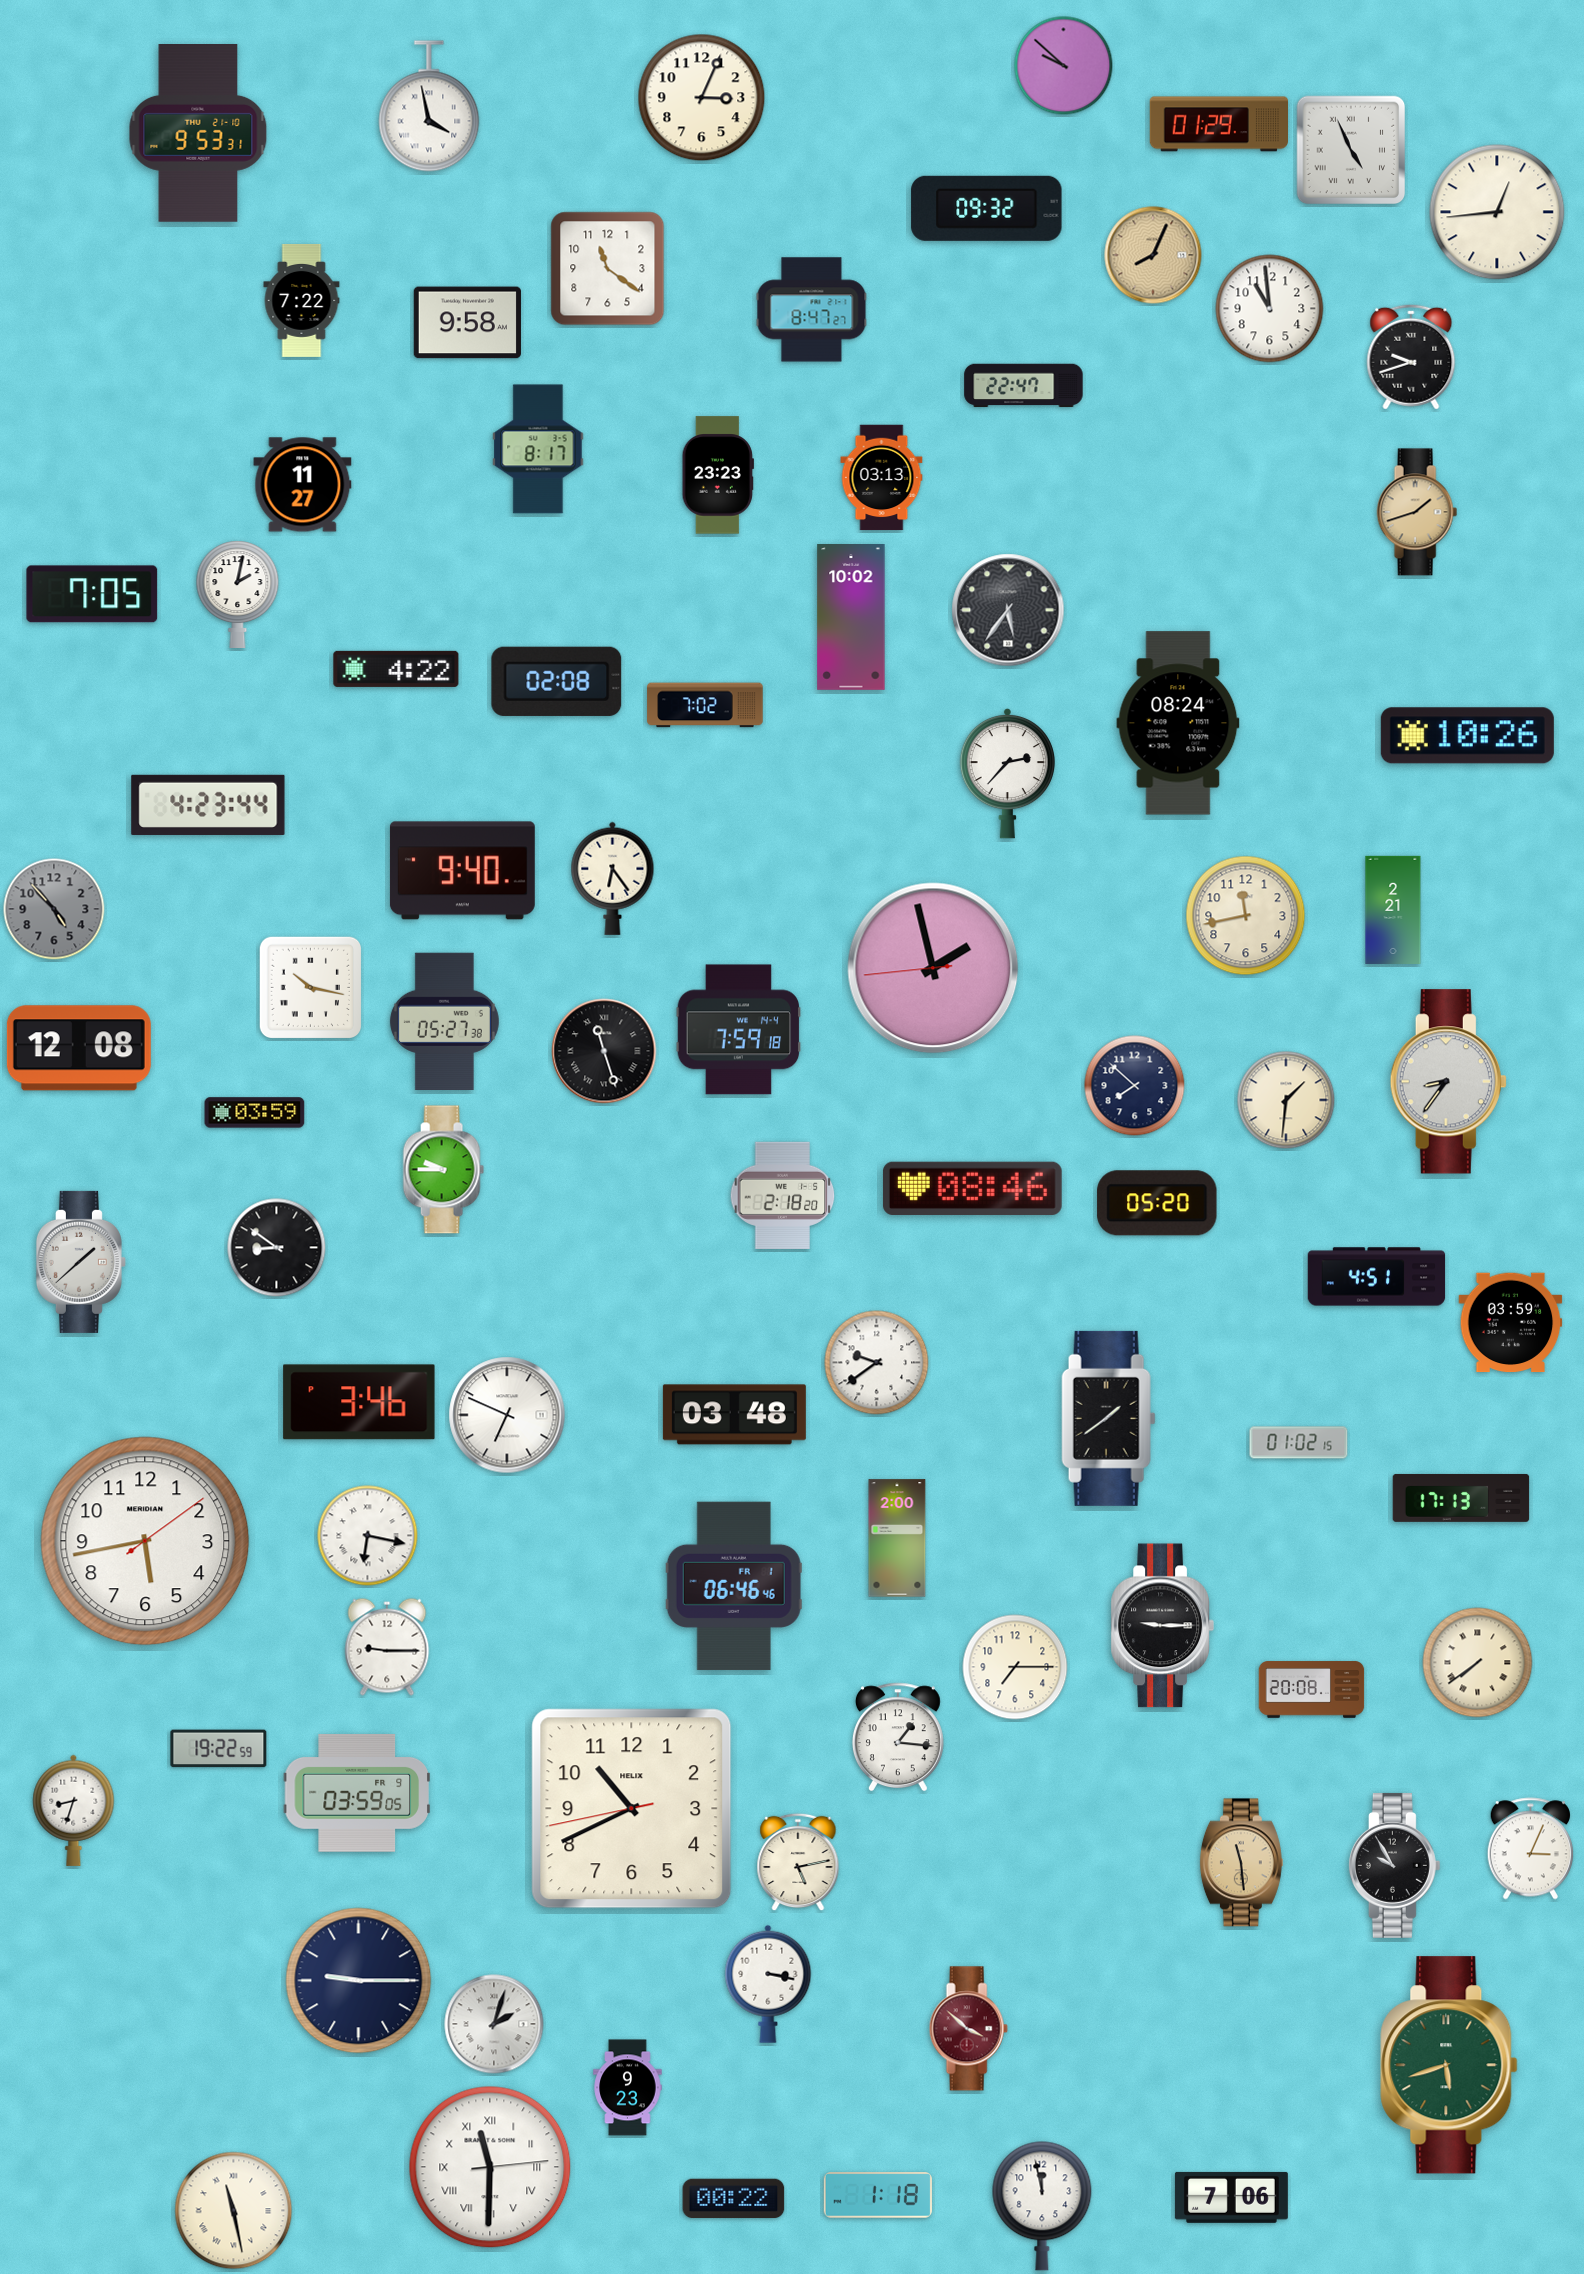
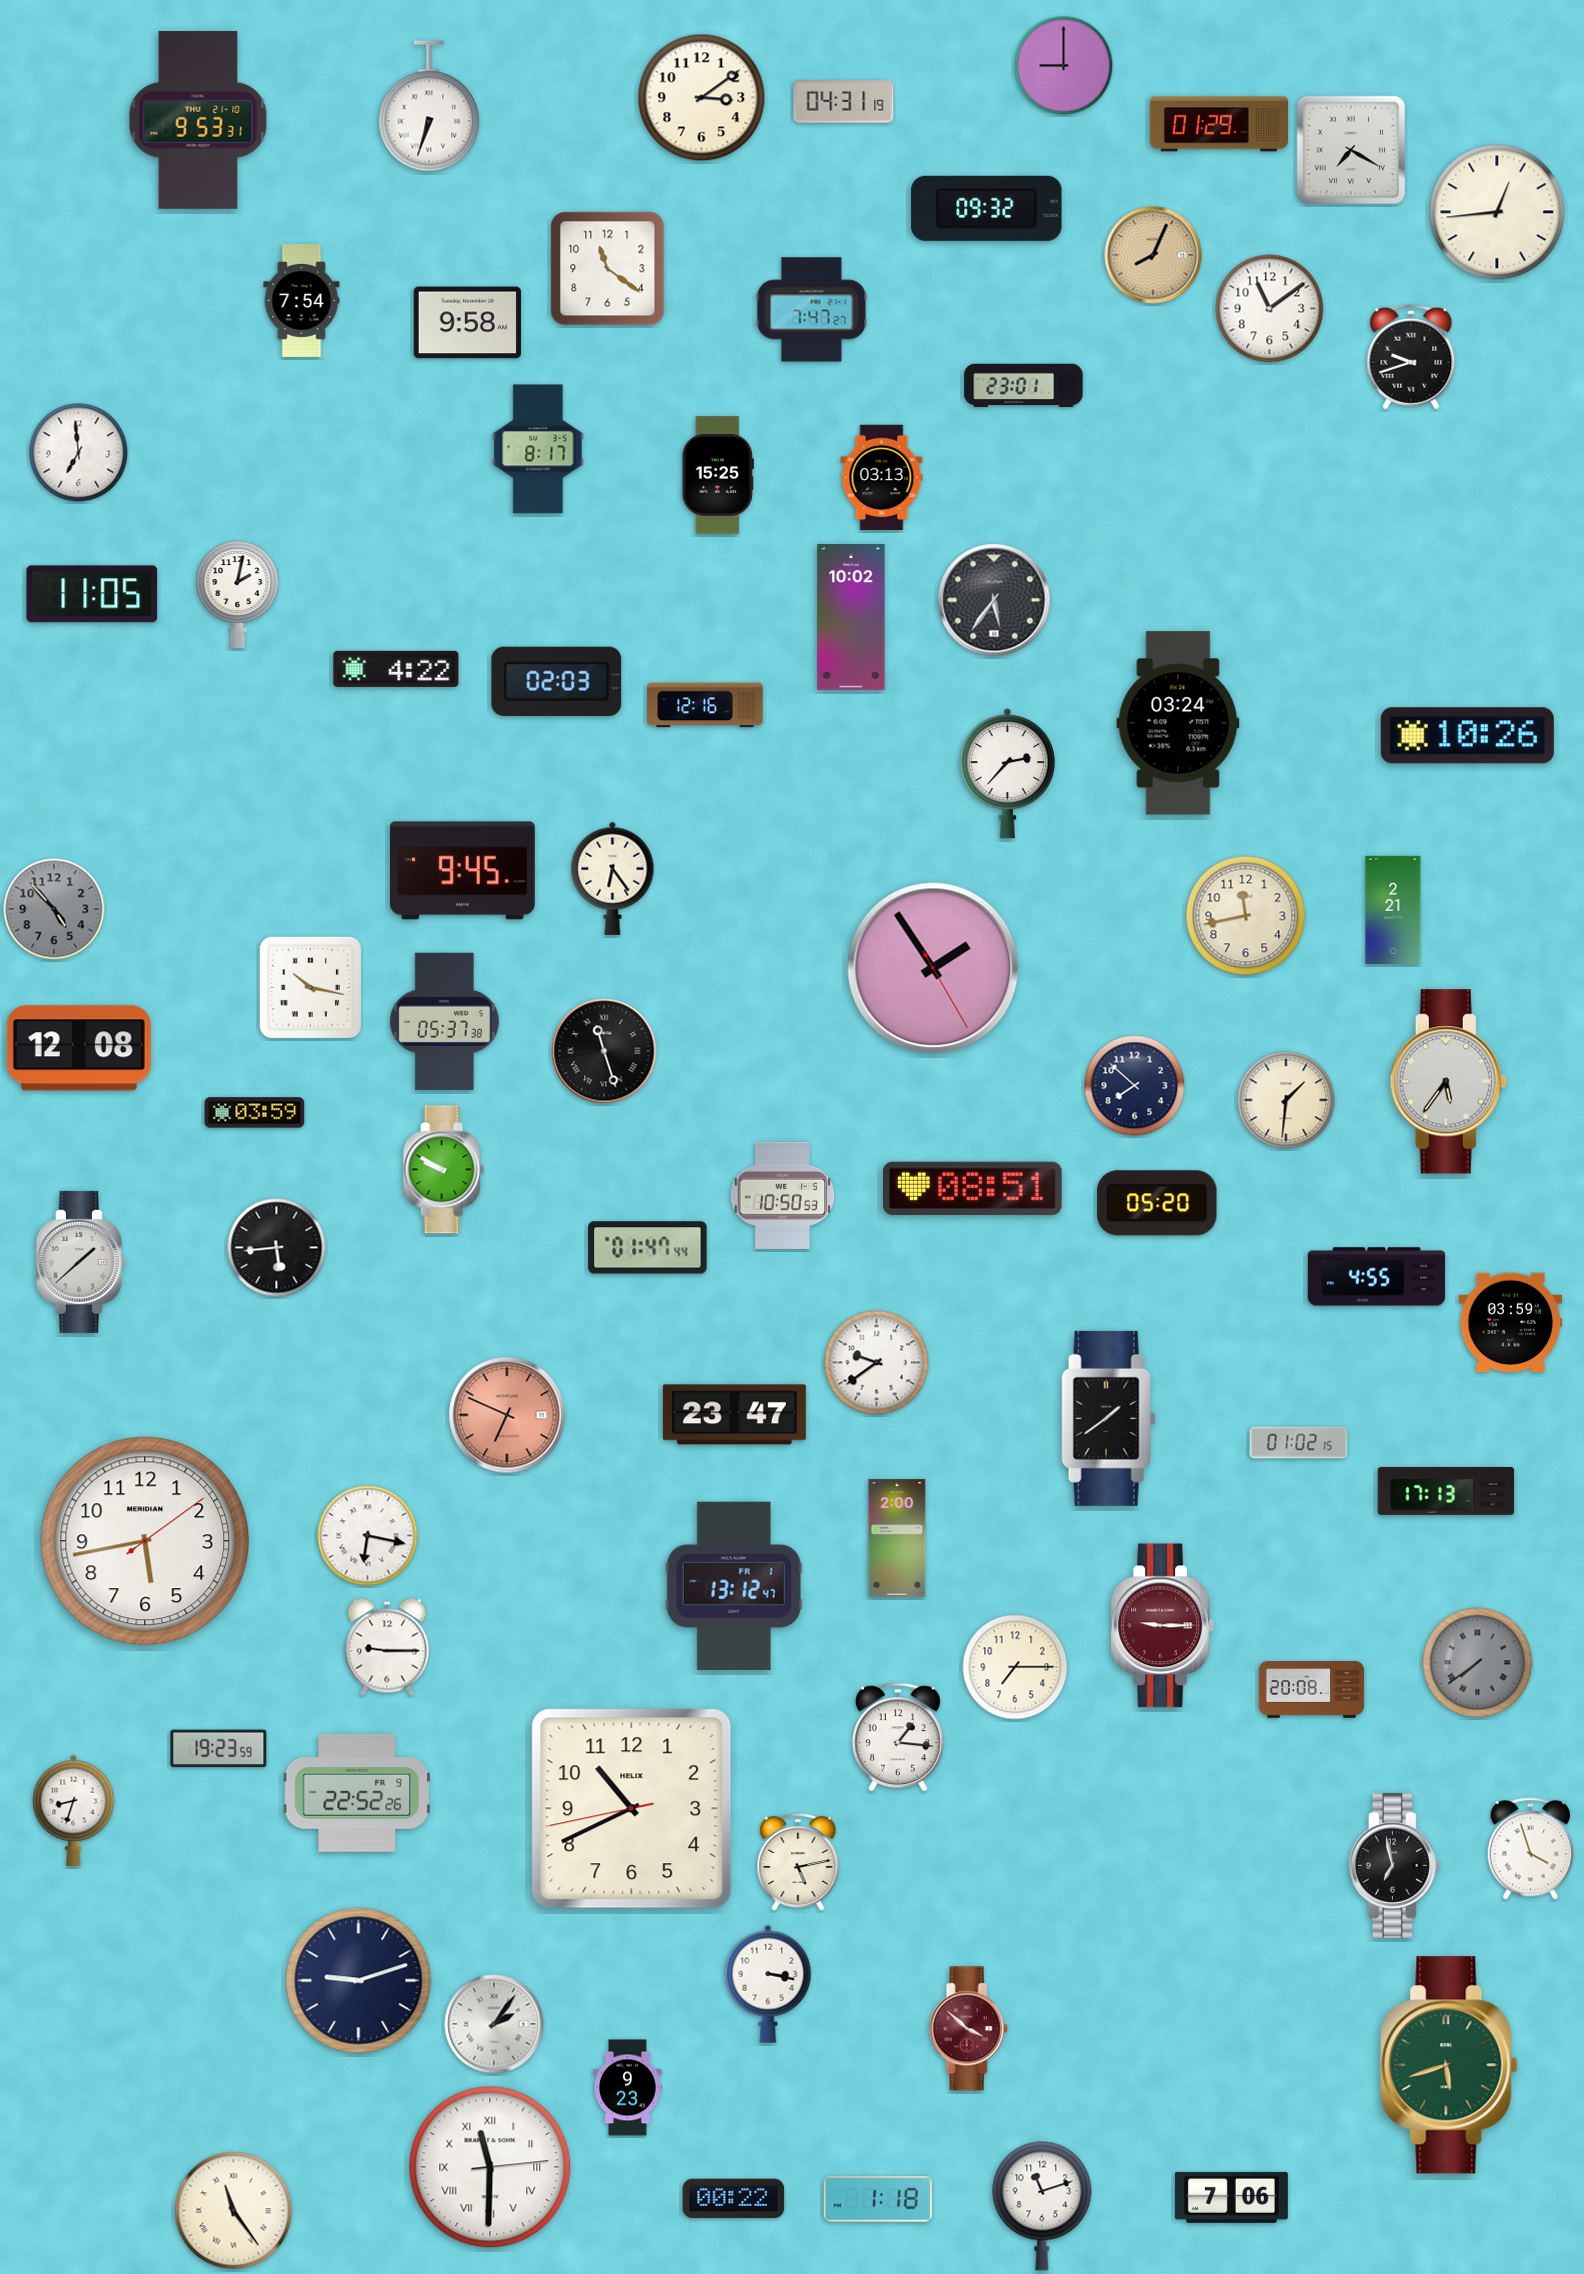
clock at (1064, 66): 9:52 -> 9:00
clock at (702, 98): 3:04 -> 3:09
clock at (844, 102): none -> 04:31
clock at (429, 106): 3:58 -> 6:33
clock at (198, 134) position: (198, 134) -> (198, 121)
clock at (1351, 150): 4:56 -> 7:20
clock at (302, 301): 7:22 -> 7:54
clock at (1270, 309): 10:59 -> 11:09
clock at (812, 310): 8:47 -> 7:47
clock at (1024, 386): 22:47 -> 23:01
clock at (79, 453): none -> 6:59
clock at (718, 475): 23:23 -> 15:25
clock at (303, 485): 11:27 -> none
clock at (1417, 512): 1:42 -> none
clock at (92, 594): 7:05 -> 11:05
clock at (1008, 610) position: (1008, 610) -> (994, 600)
clock at (557, 681): 02:08 -> 02:03
clock at (705, 705): 7:02 -> 12:16
clock at (1178, 723): 08:24 -> 03:24
clock at (208, 805): 4:23 -> none
clock at (462, 871): 9:40 -> 9:45
clock at (933, 968): 1:57 -> 1:54
clock at (444, 1022): 05:27 -> 05:37
clock at (739, 1030): 7:59 -> none
clock at (1448, 1082): 8:36 -> 5:36
clock at (443, 1170): 9:45 -> 9:50
clock at (973, 1188): 08:46 -> 08:51
clock at (783, 1195): 2:18 -> 10:50
clock at (277, 1248): 8:51 -> 5:44
clock at (648, 1248): none -> 01:47
clock at (1377, 1277): 4:51 -> 4:55
clock at (359, 1402): 3:46 -> none
clock at (507, 1415) dial: white -> salmon
clock at (734, 1415): 03:48 -> 23:47
clock at (1461, 1498) position: (1461, 1498) -> (1446, 1491)
clock at (734, 1586): 06:46 -> 13:12
clock at (1162, 1626) dial: black -> burgundy
clock at (1478, 1663) dial: cream -> grey
clock at (219, 1749): 19:22 -> 19:23
clock at (357, 1793): 03:59 -> 22:52
clock at (1530, 1849): 3:04 -> 3:57
clock at (1241, 1863): 11:29 -> none
clock at (1394, 1865): 9:55 -> 6:58
clock at (359, 1981): 9:15 -> 9:12
clock at (494, 2024): 2:03 -> 2:06
clock at (878, 2196) position: (878, 2196) -> (878, 2200)
clock at (1042, 2206): 11:58 -> 11:12
clock at (234, 2211): 11:28 -> 11:24
